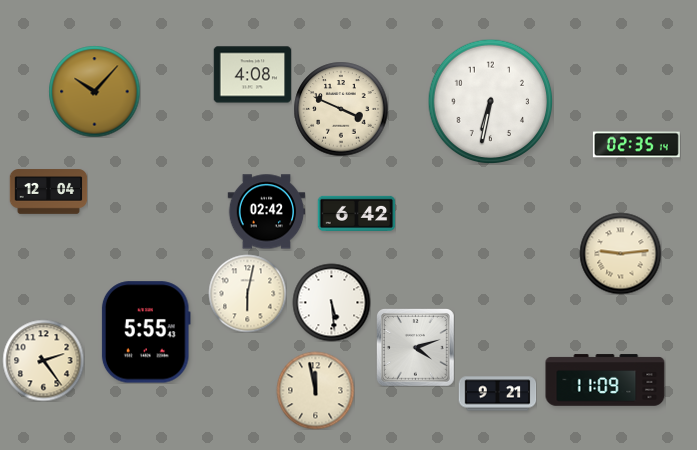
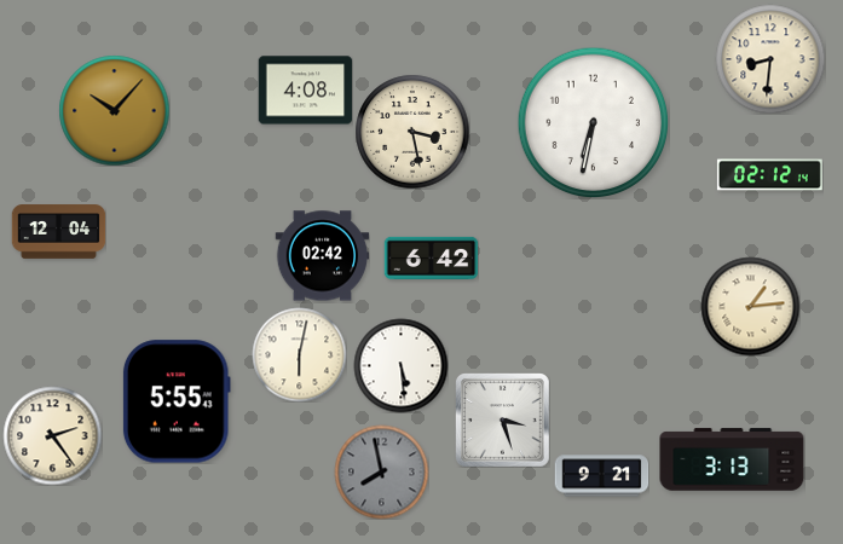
clock at (770, 59): none -> 8:31
clock at (341, 109): 3:49 -> 3:28
clock at (636, 145): 02:35 -> 02:12
clock at (620, 253): 9:14 -> 1:14
clock at (415, 347): 4:12 -> 3:27
clock at (605, 380): 11:09 -> 3:13
clock at (315, 390): 11:58 -> 7:58
clock at (315, 390) dial: cream -> grey
